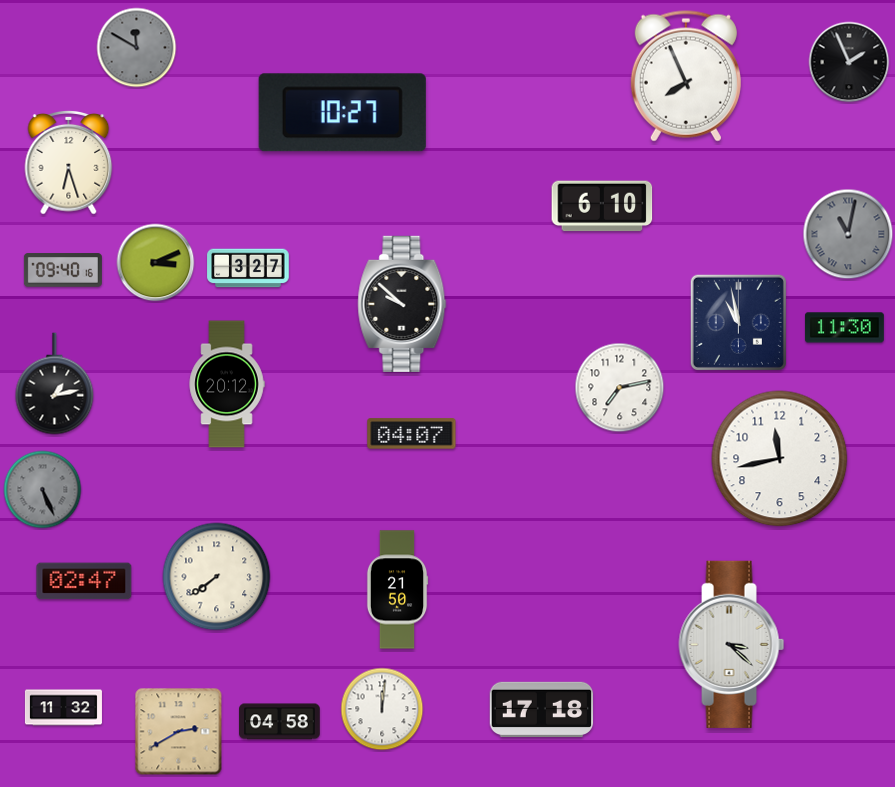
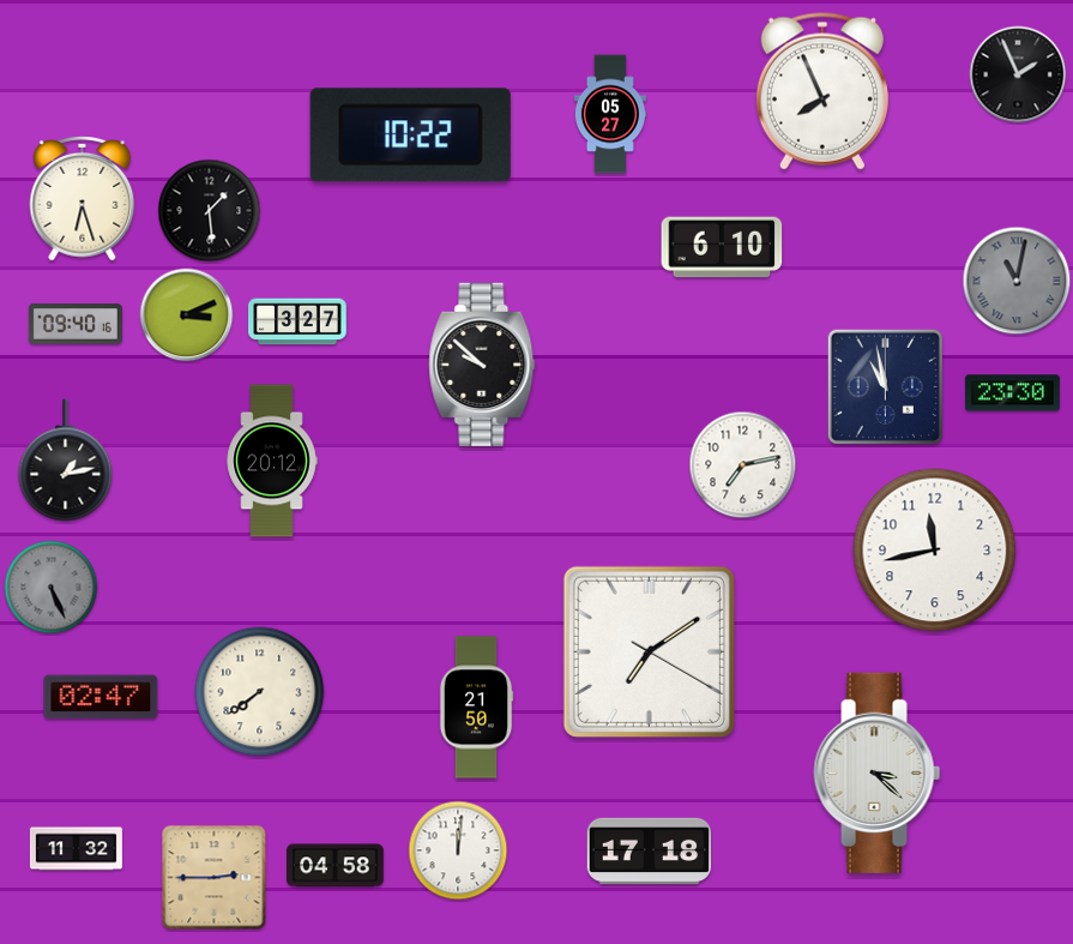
clock at (137, 48): 11:50 -> none
clock at (610, 114): none -> 05:27
clock at (342, 113): 10:27 -> 10:22
clock at (69, 162) position: (69, 162) -> (83, 198)
clock at (210, 211): none -> 1:29
clock at (844, 328): 11:30 -> 23:30
clock at (412, 434): 04:07 -> none
clock at (649, 651): none -> 7:09
clock at (179, 732): 2:40 -> 2:45
